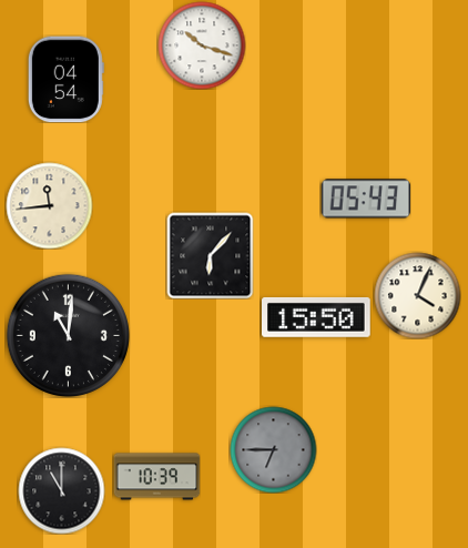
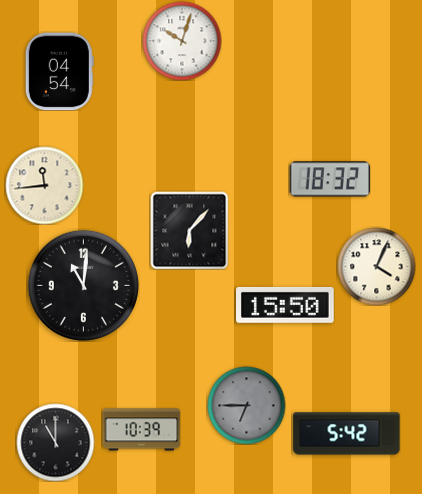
clock at (202, 45): 10:18 -> 10:03
clock at (366, 199): 05:43 -> 18:32
clock at (317, 317) position: (317, 317) -> (286, 305)
clock at (68, 335) position: (68, 335) -> (83, 285)
clock at (347, 434): none -> 5:42
